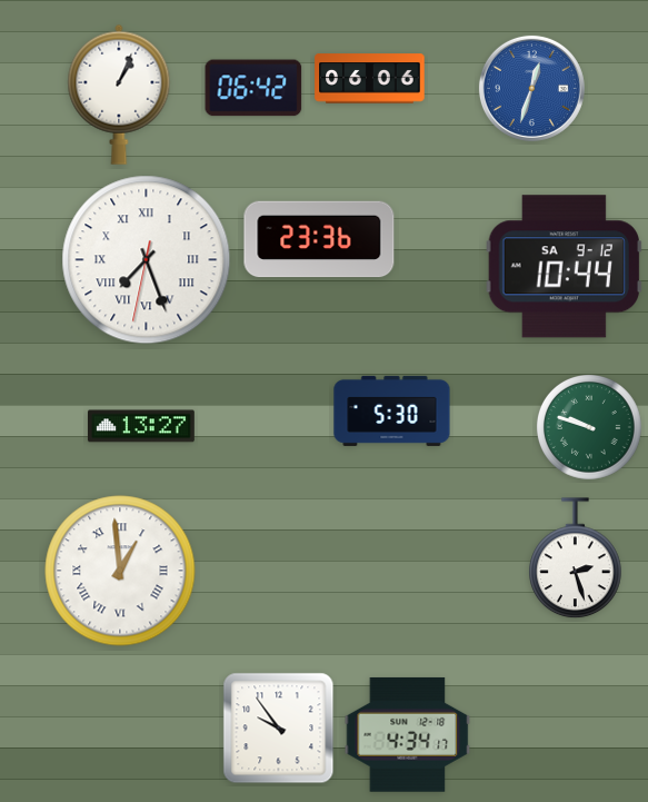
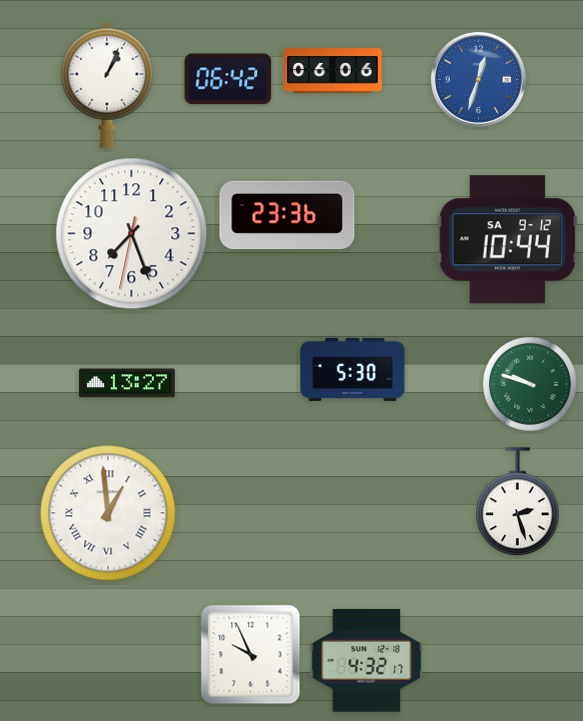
clock at (147, 260) numerals: Roman -> Arabic
clock at (279, 729): 9:54 -> 9:56
clock at (408, 735): 4:34 -> 4:32
